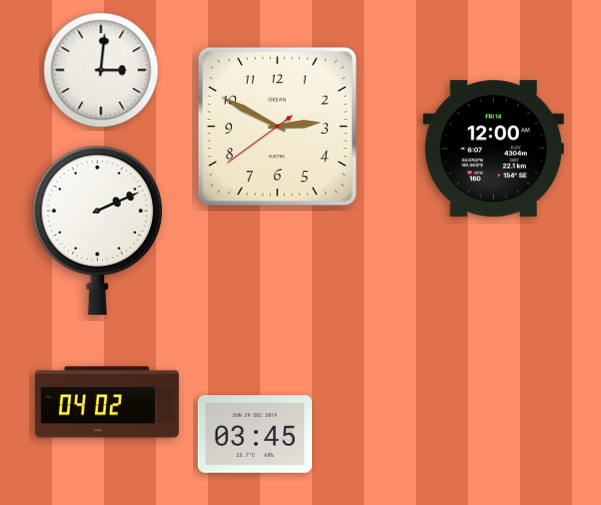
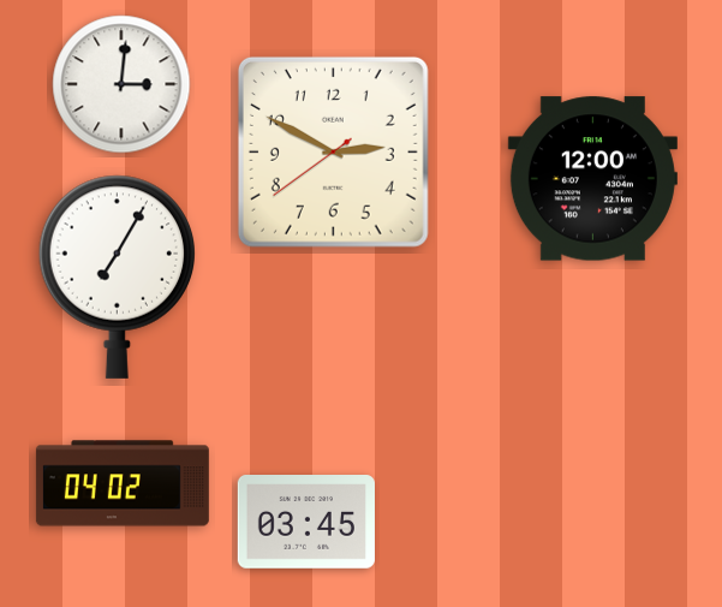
clock at (97, 230): 2:11 -> 7:05
clock at (107, 402) position: (107, 402) -> (123, 483)
